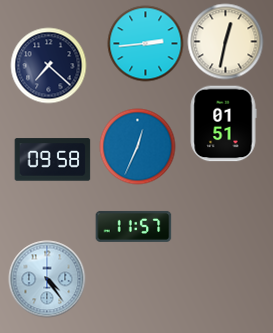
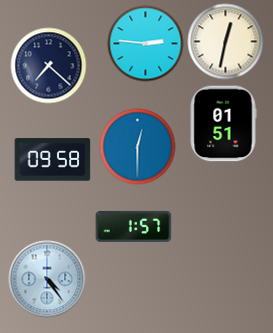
clock at (146, 44): 2:44 -> 2:46
clock at (138, 147): 12:34 -> 12:30
clock at (134, 226): 11:57 -> 1:57
